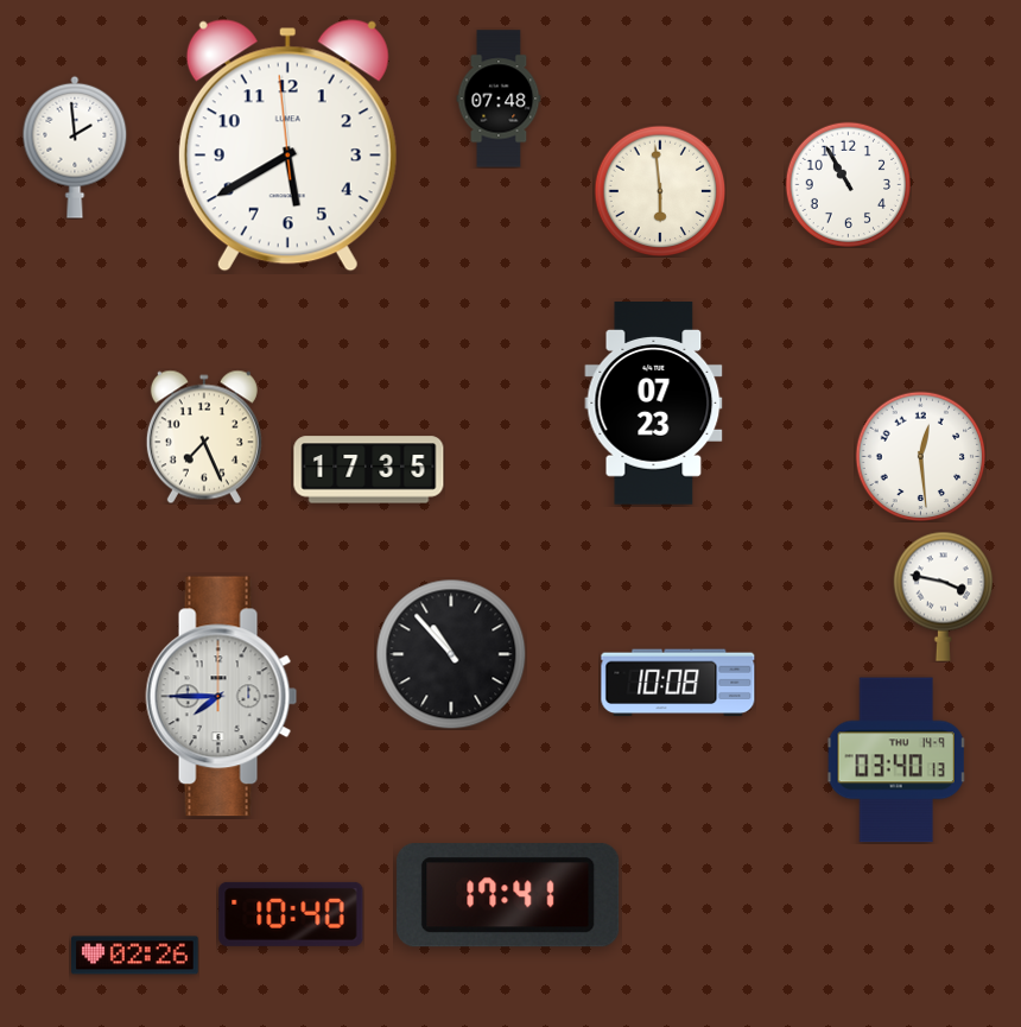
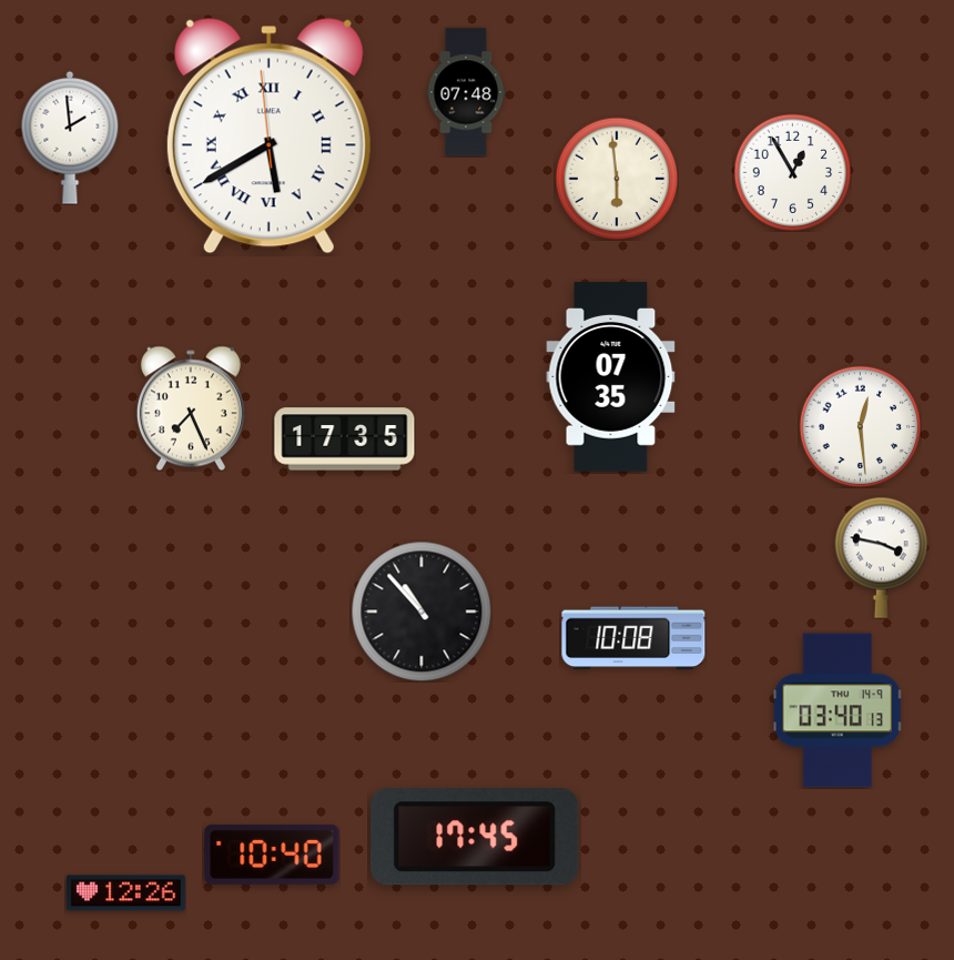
clock at (287, 146) numerals: Arabic -> Roman
clock at (848, 184): 10:55 -> 12:55
clock at (654, 404): 07:23 -> 07:35
clock at (222, 697): 7:45 -> none
clock at (508, 895): 17:41 -> 17:45
clock at (135, 956): 02:26 -> 12:26
